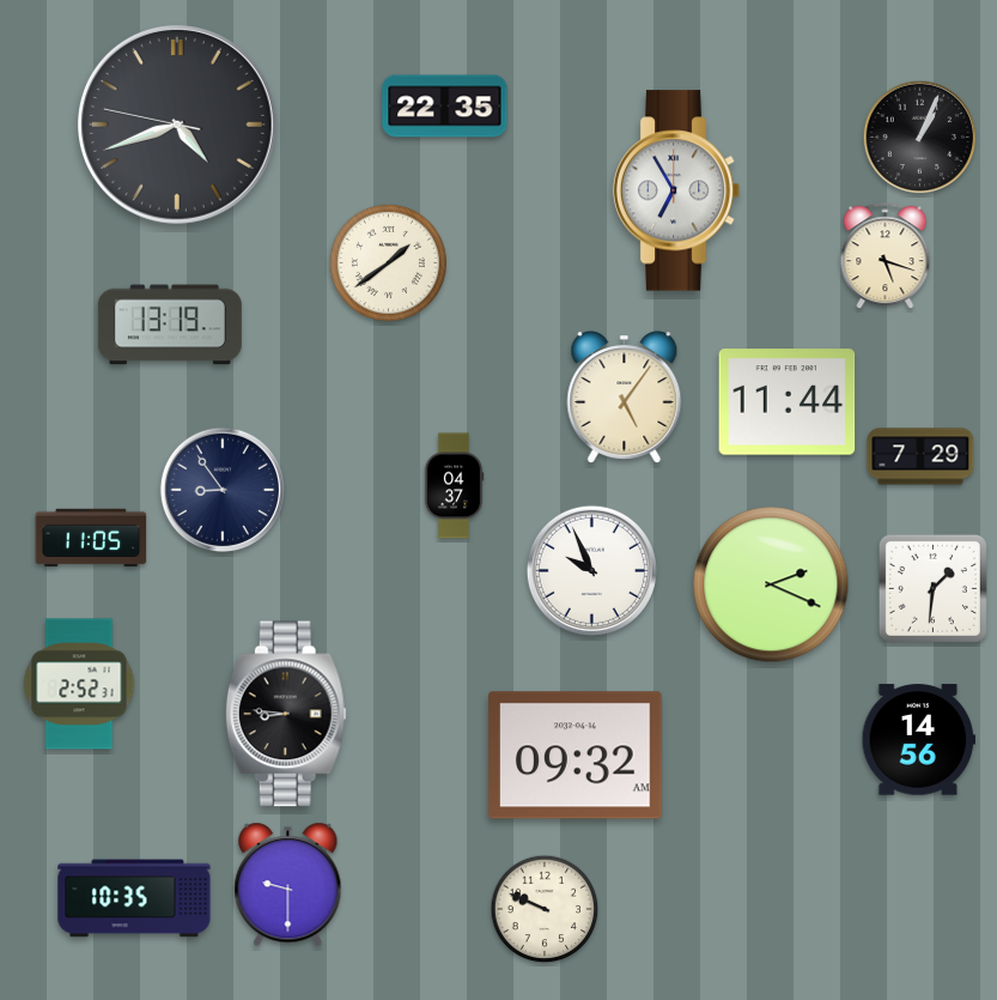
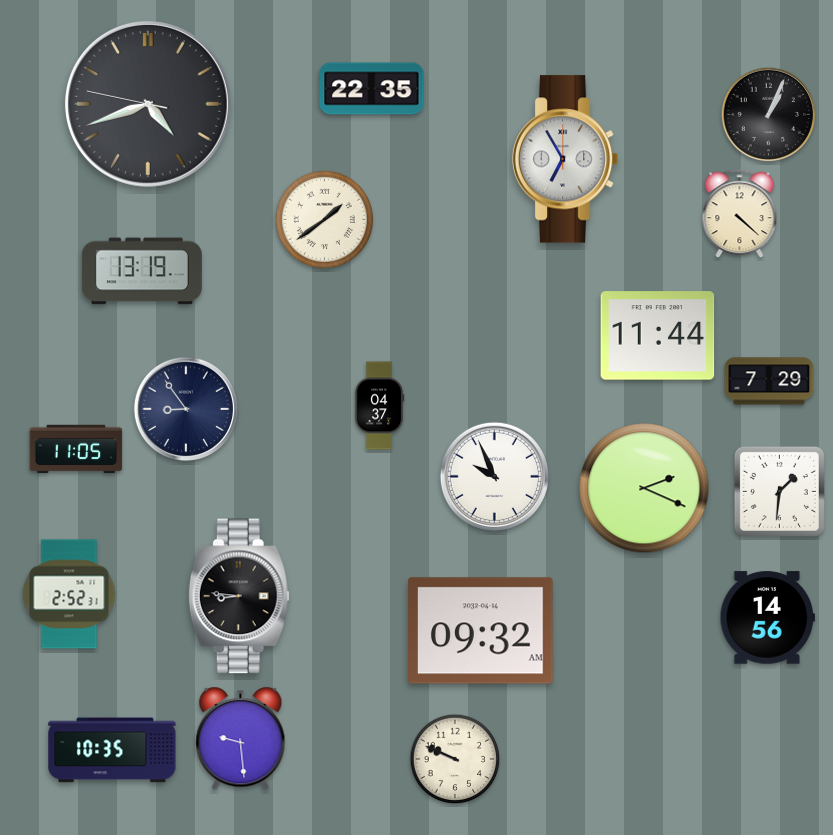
clock at (886, 256): 5:18 -> 4:22
clock at (625, 398): 5:06 -> none
clock at (79, 684) position: (79, 684) -> (69, 594)
clock at (288, 885): 9:30 -> 9:29
